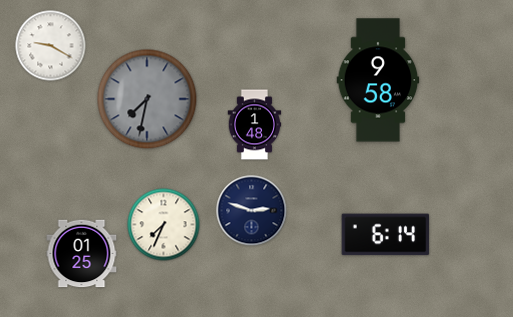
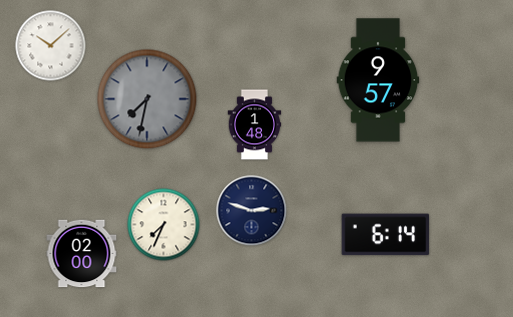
clock at (51, 46): 9:20 -> 10:08
clock at (378, 80): 9:58 -> 9:57
clock at (82, 254): 01:25 -> 02:00
